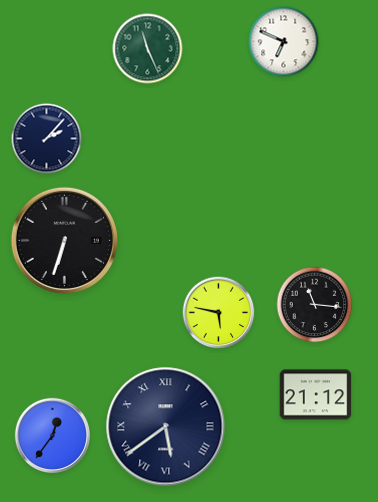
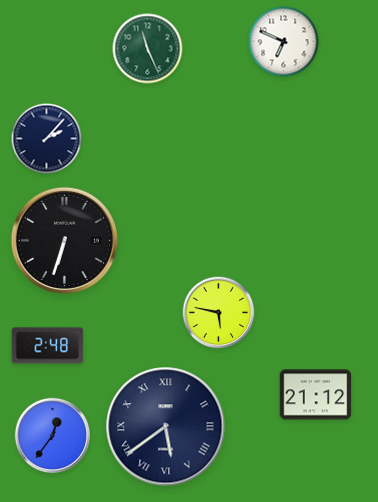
clock at (315, 305): 11:16 -> none
clock at (48, 346): none -> 2:48
